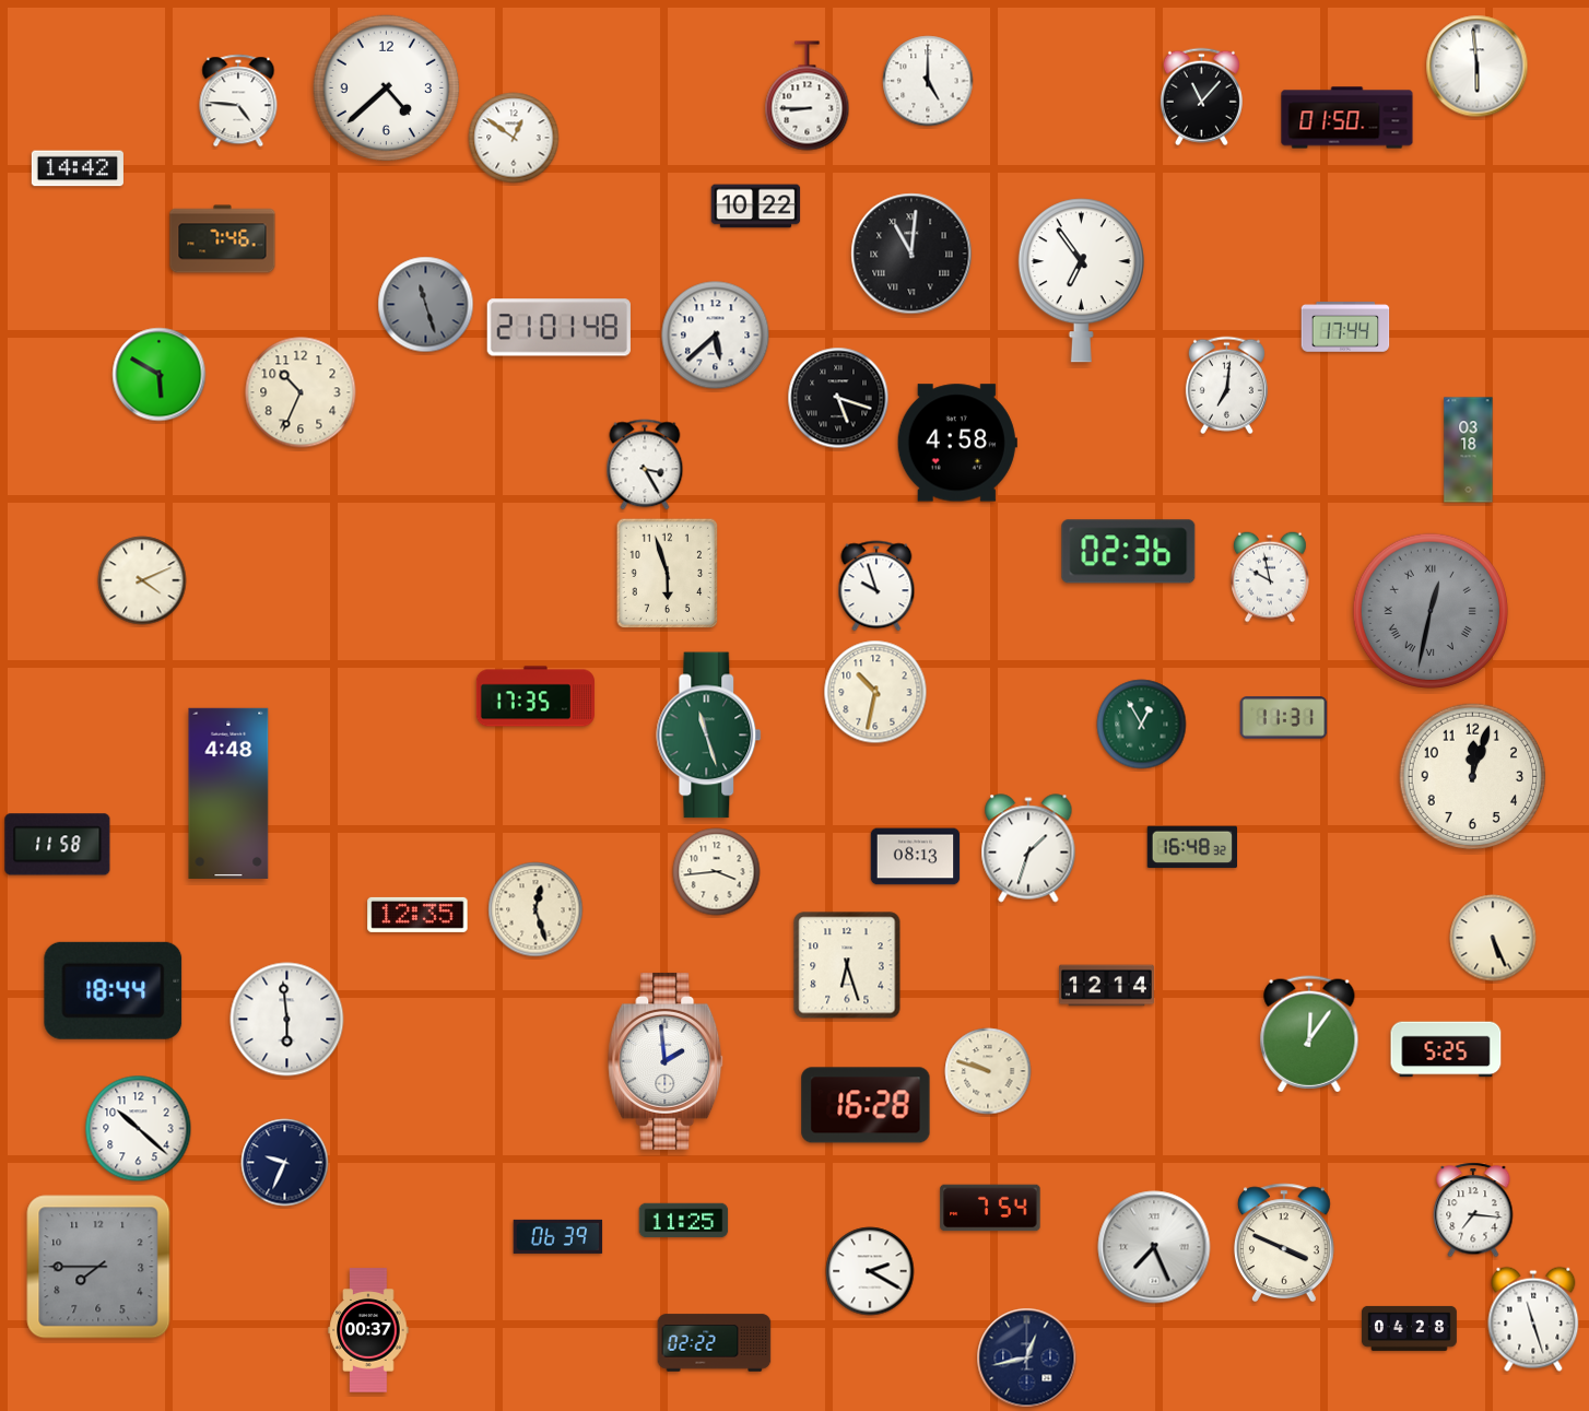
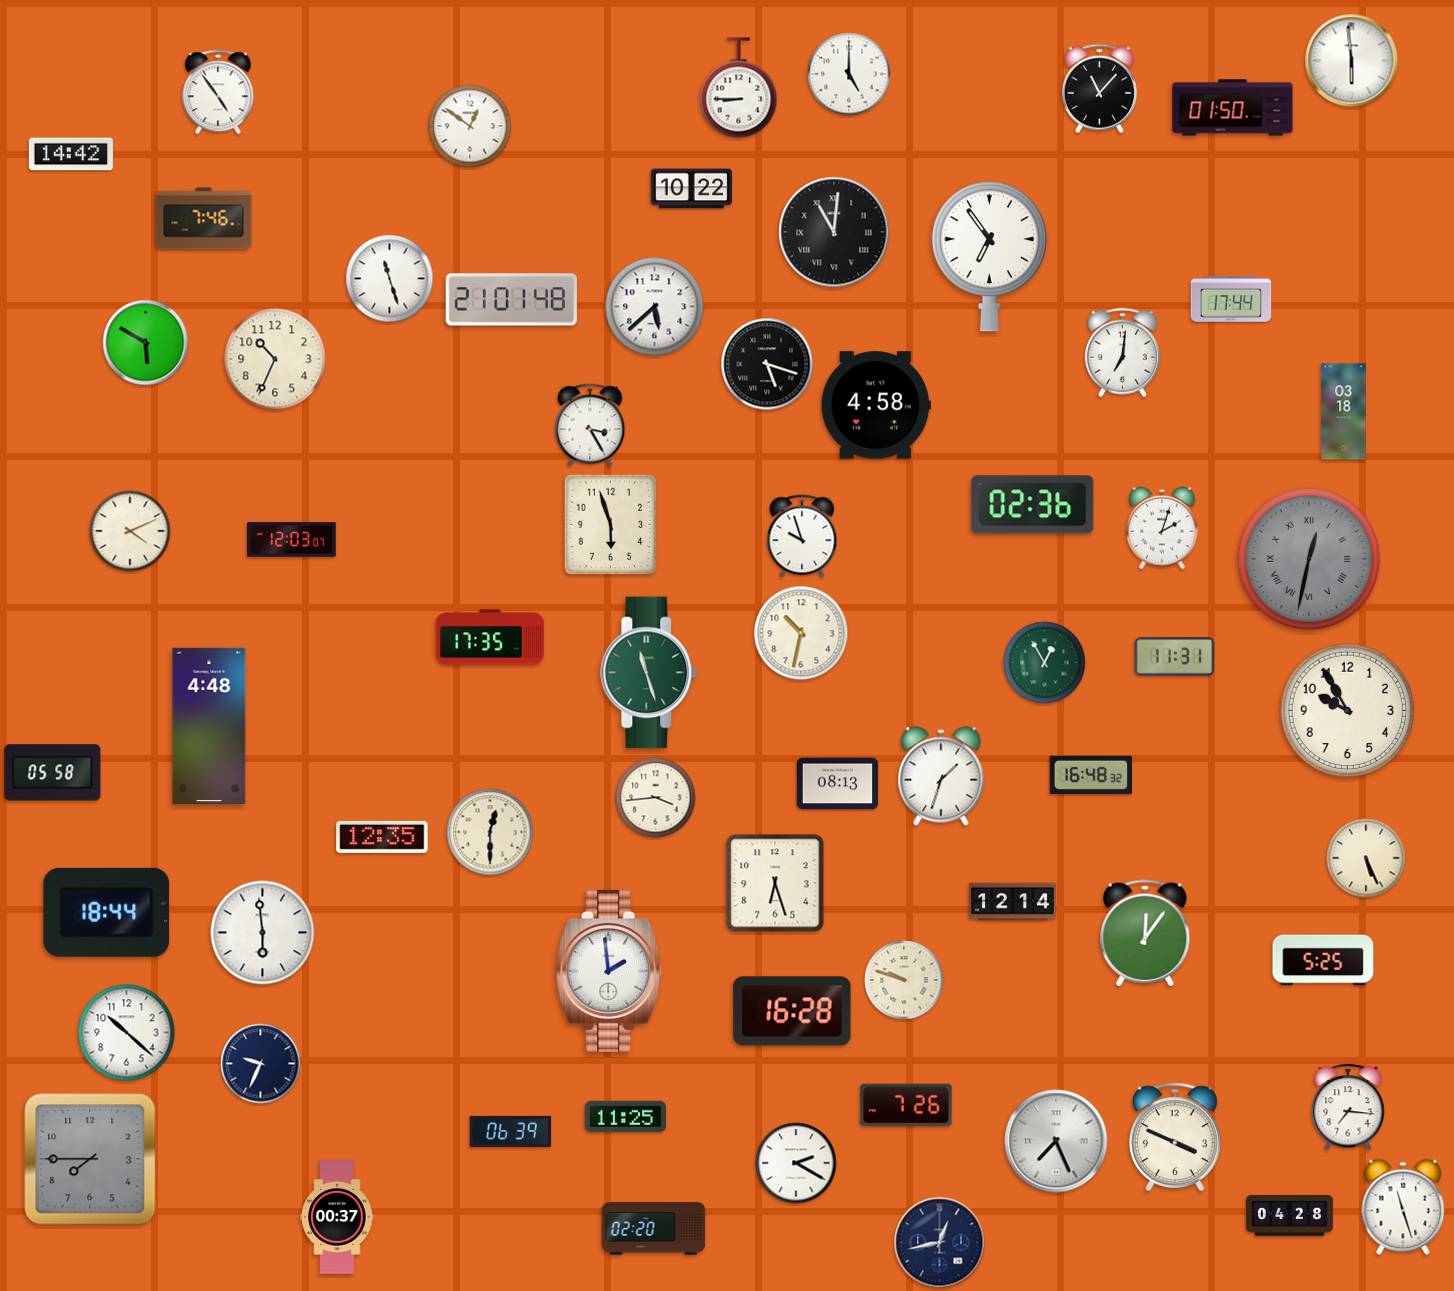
clock at (387, 89): 4:38 -> none
clock at (238, 101): 4:46 -> 4:54
clock at (426, 305) dial: grey -> white
clock at (1271, 577): 9:58 -> 2:03
clock at (292, 540): none -> 12:03
clock at (1473, 777): 12:03 -> 9:55
clock at (58, 845): 11:58 -> 05:58
clock at (535, 909): 12:27 -> 12:30
clock at (114, 990) position: (114, 990) -> (107, 912)
clock at (1309, 1034) position: (1309, 1034) -> (1145, 933)
clock at (990, 1208): 7:54 -> 7:26
clock at (715, 1343): 02:22 -> 02:20
